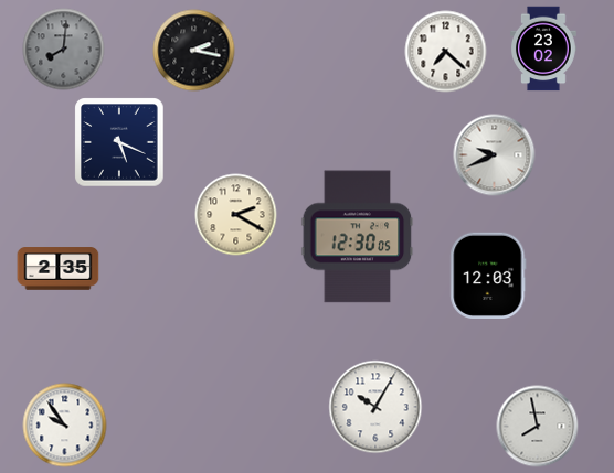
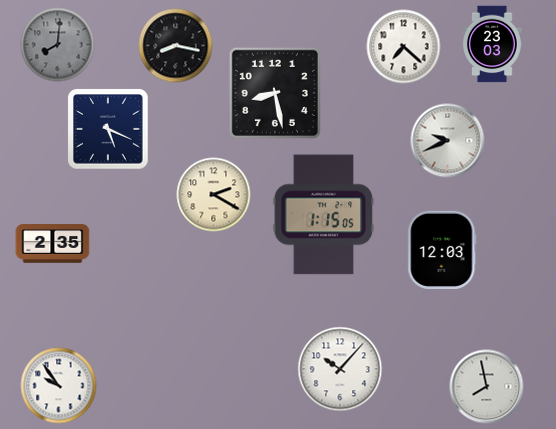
clock at (544, 49): 23:02 -> 23:03
clock at (194, 51): 2:17 -> 8:17
clock at (275, 93): none -> 8:28
clock at (358, 237): 12:30 -> 1:15
clock at (375, 407): 10:05 -> 10:07
